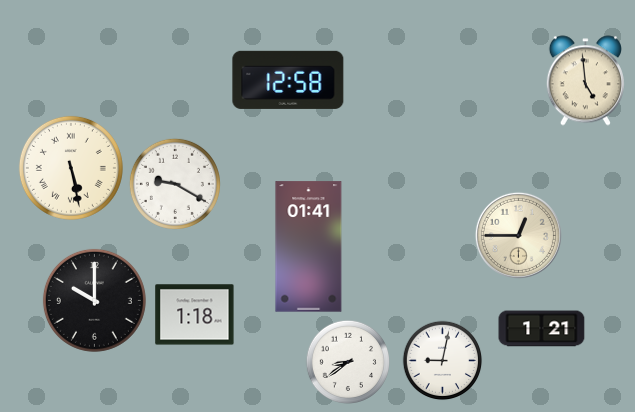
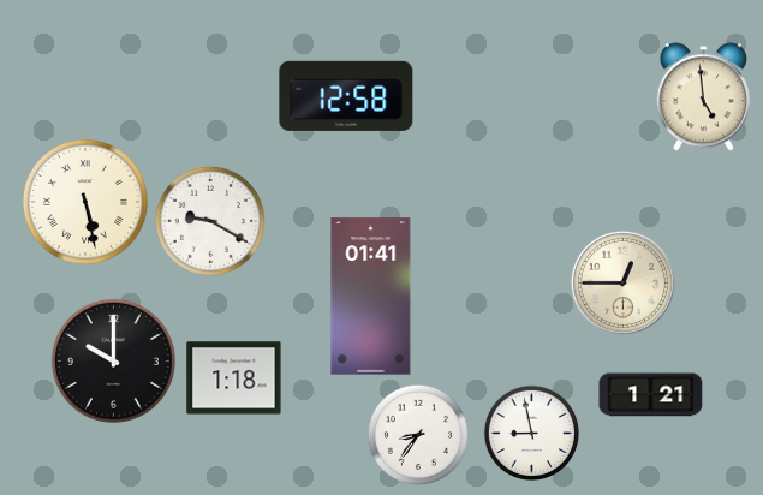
clock at (347, 361): 8:39 -> 8:36
clock at (443, 361): 9:02 -> 8:58
